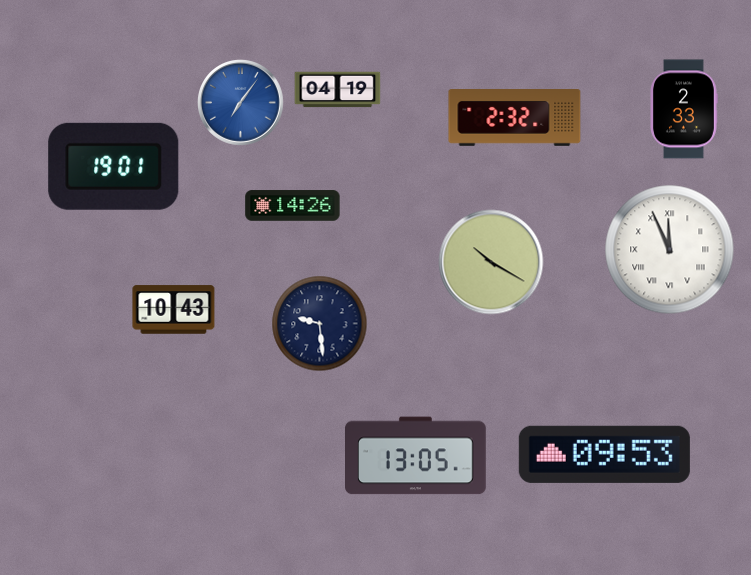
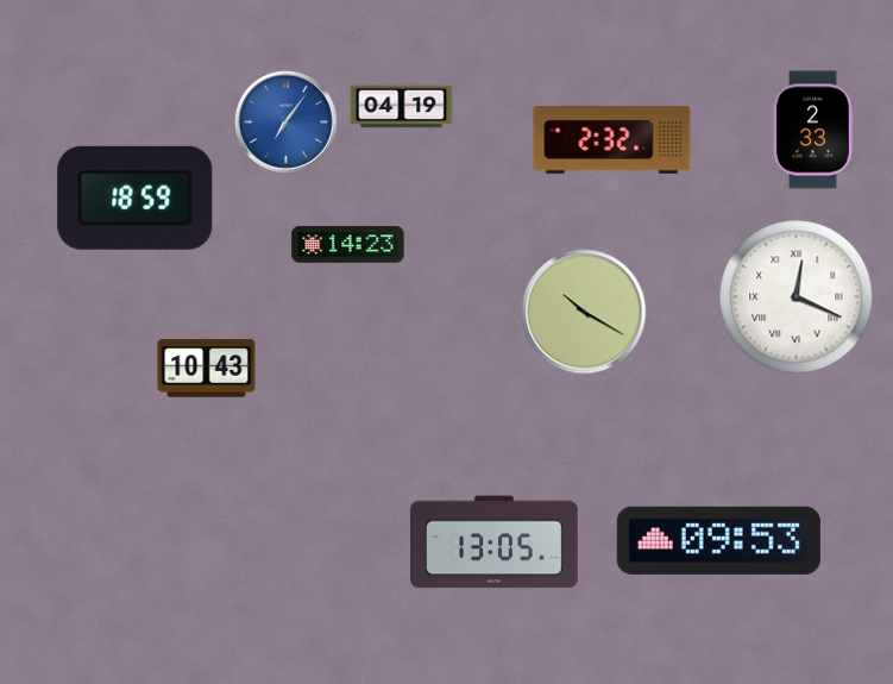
clock at (114, 166): 19:01 -> 18:59
clock at (293, 206): 14:26 -> 14:23
clock at (670, 250): 11:56 -> 12:19
clock at (320, 324): 9:29 -> none
